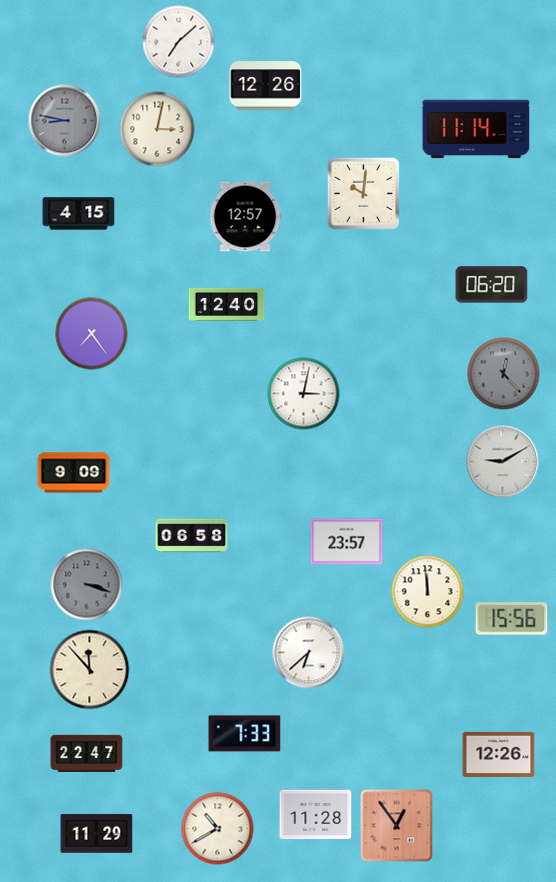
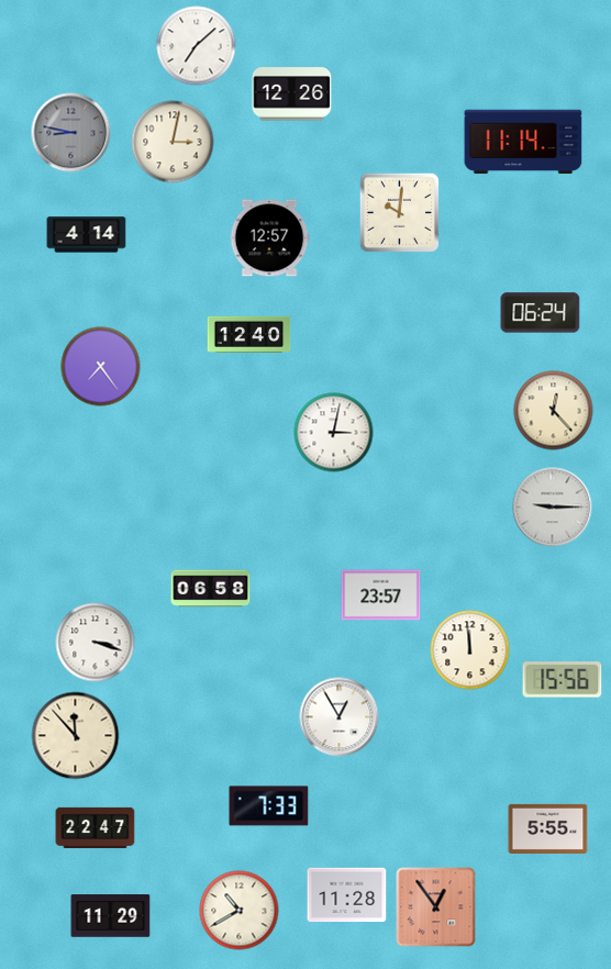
clock at (79, 214): 4:15 -> 4:14
clock at (492, 285): 06:20 -> 06:24
clock at (504, 374) dial: grey -> cream
clock at (503, 462): 9:10 -> 9:15
clock at (74, 473): 9:09 -> none
clock at (87, 585) dial: grey -> white
clock at (309, 653): 6:38 -> 12:55
clock at (90, 670) position: (90, 670) -> (76, 736)
clock at (499, 754): 12:26 -> 5:55
clock at (97, 834) position: (97, 834) -> (111, 916)
